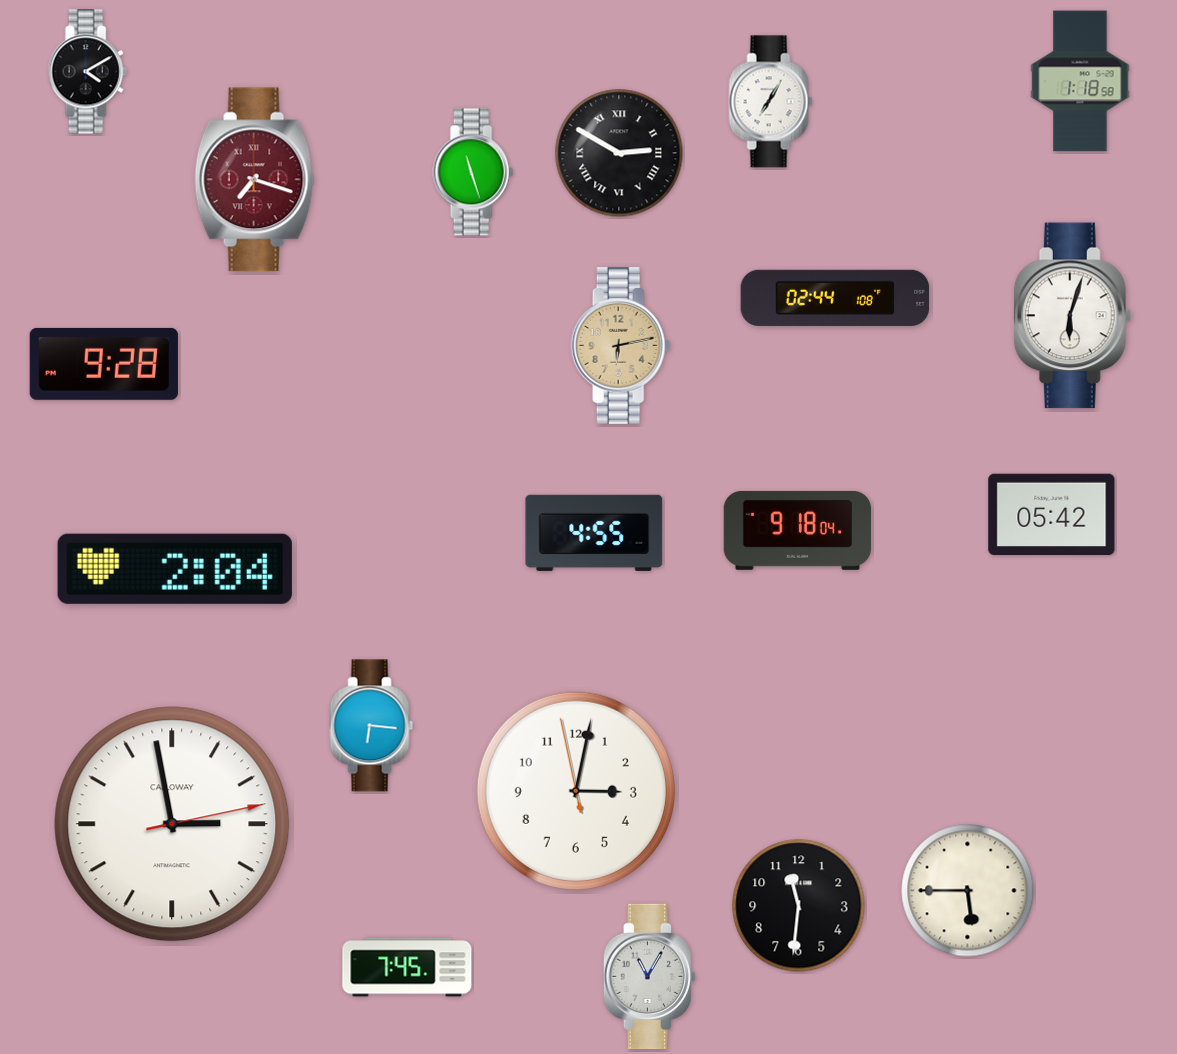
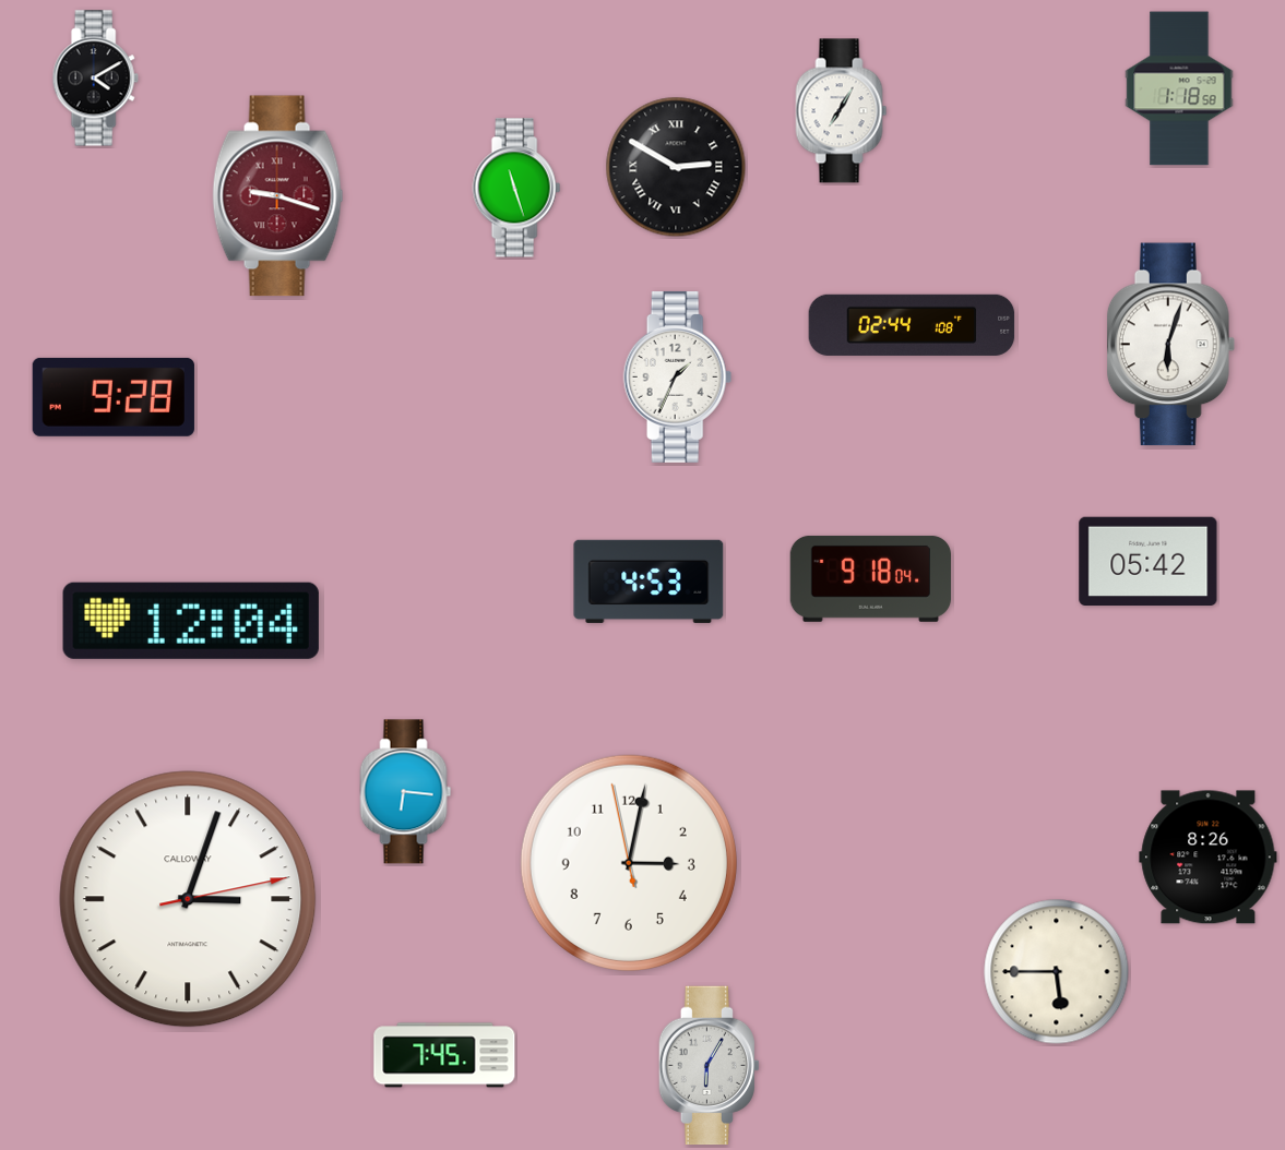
clock at (255, 180): 7:18 -> 9:18
clock at (621, 345): 6:13 -> 1:34
clock at (621, 345) dial: champagne -> white
clock at (594, 533): 4:55 -> 4:53
clock at (175, 569): 2:04 -> 12:04
clock at (1209, 858): none -> 8:26
clock at (172, 824): 2:58 -> 3:03
clock at (799, 906): 11:31 -> none
clock at (649, 977): 11:05 -> 6:05
